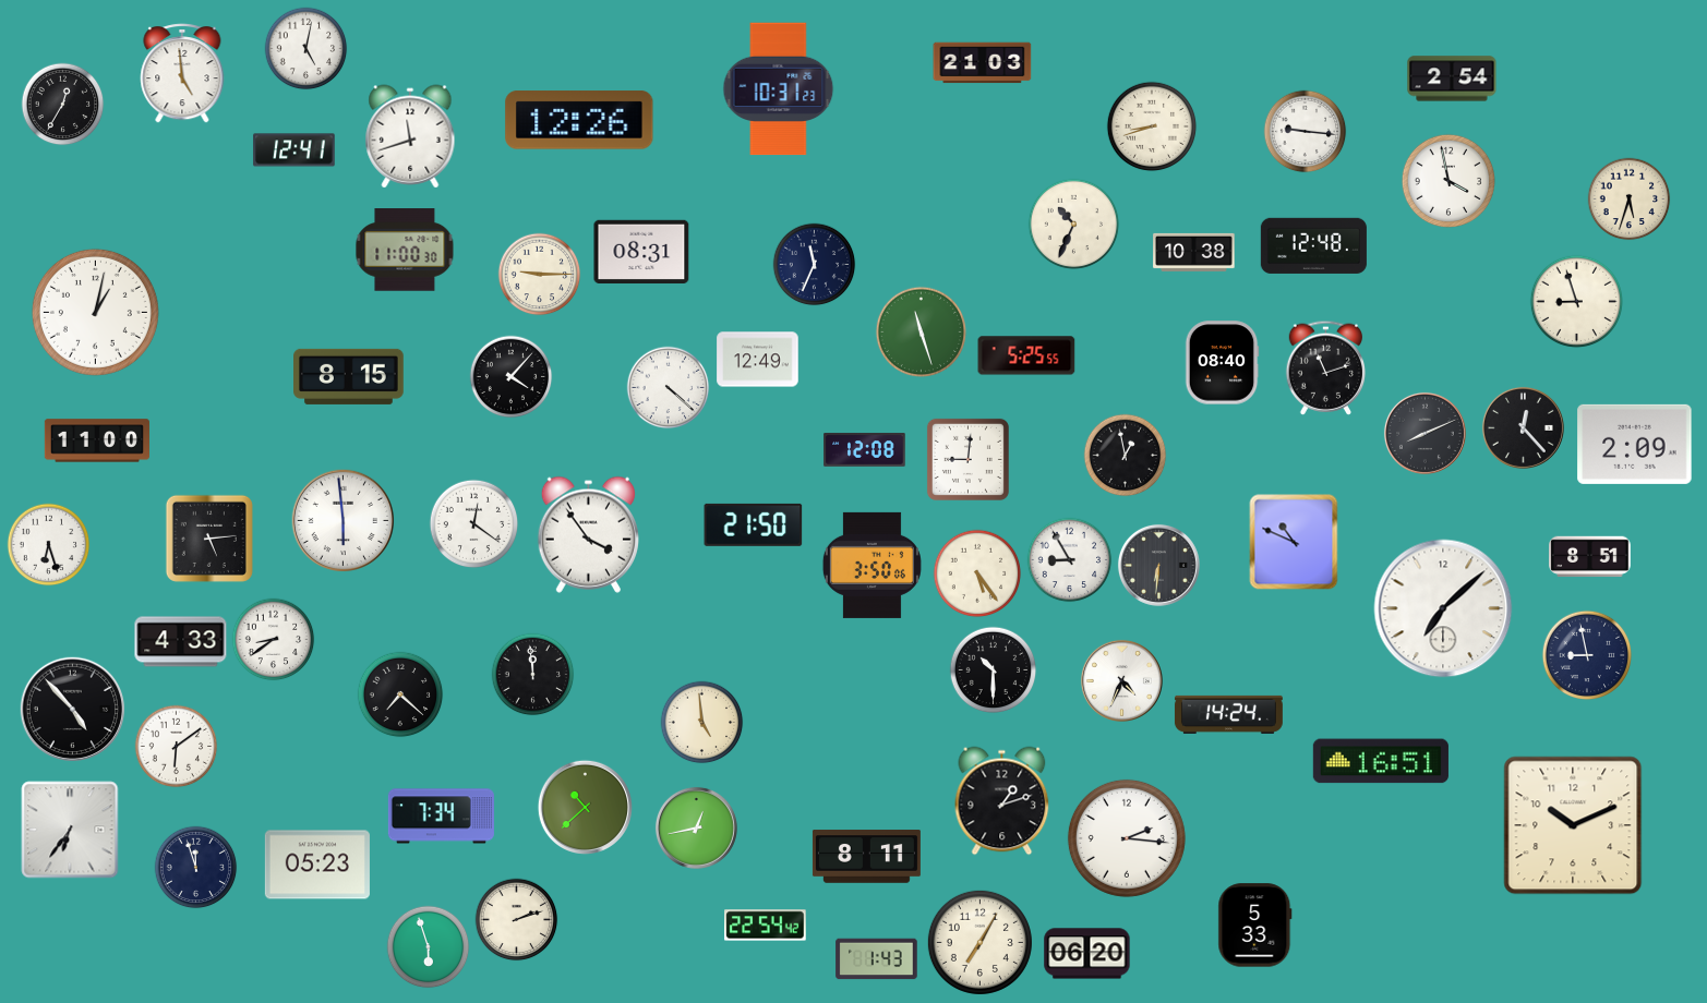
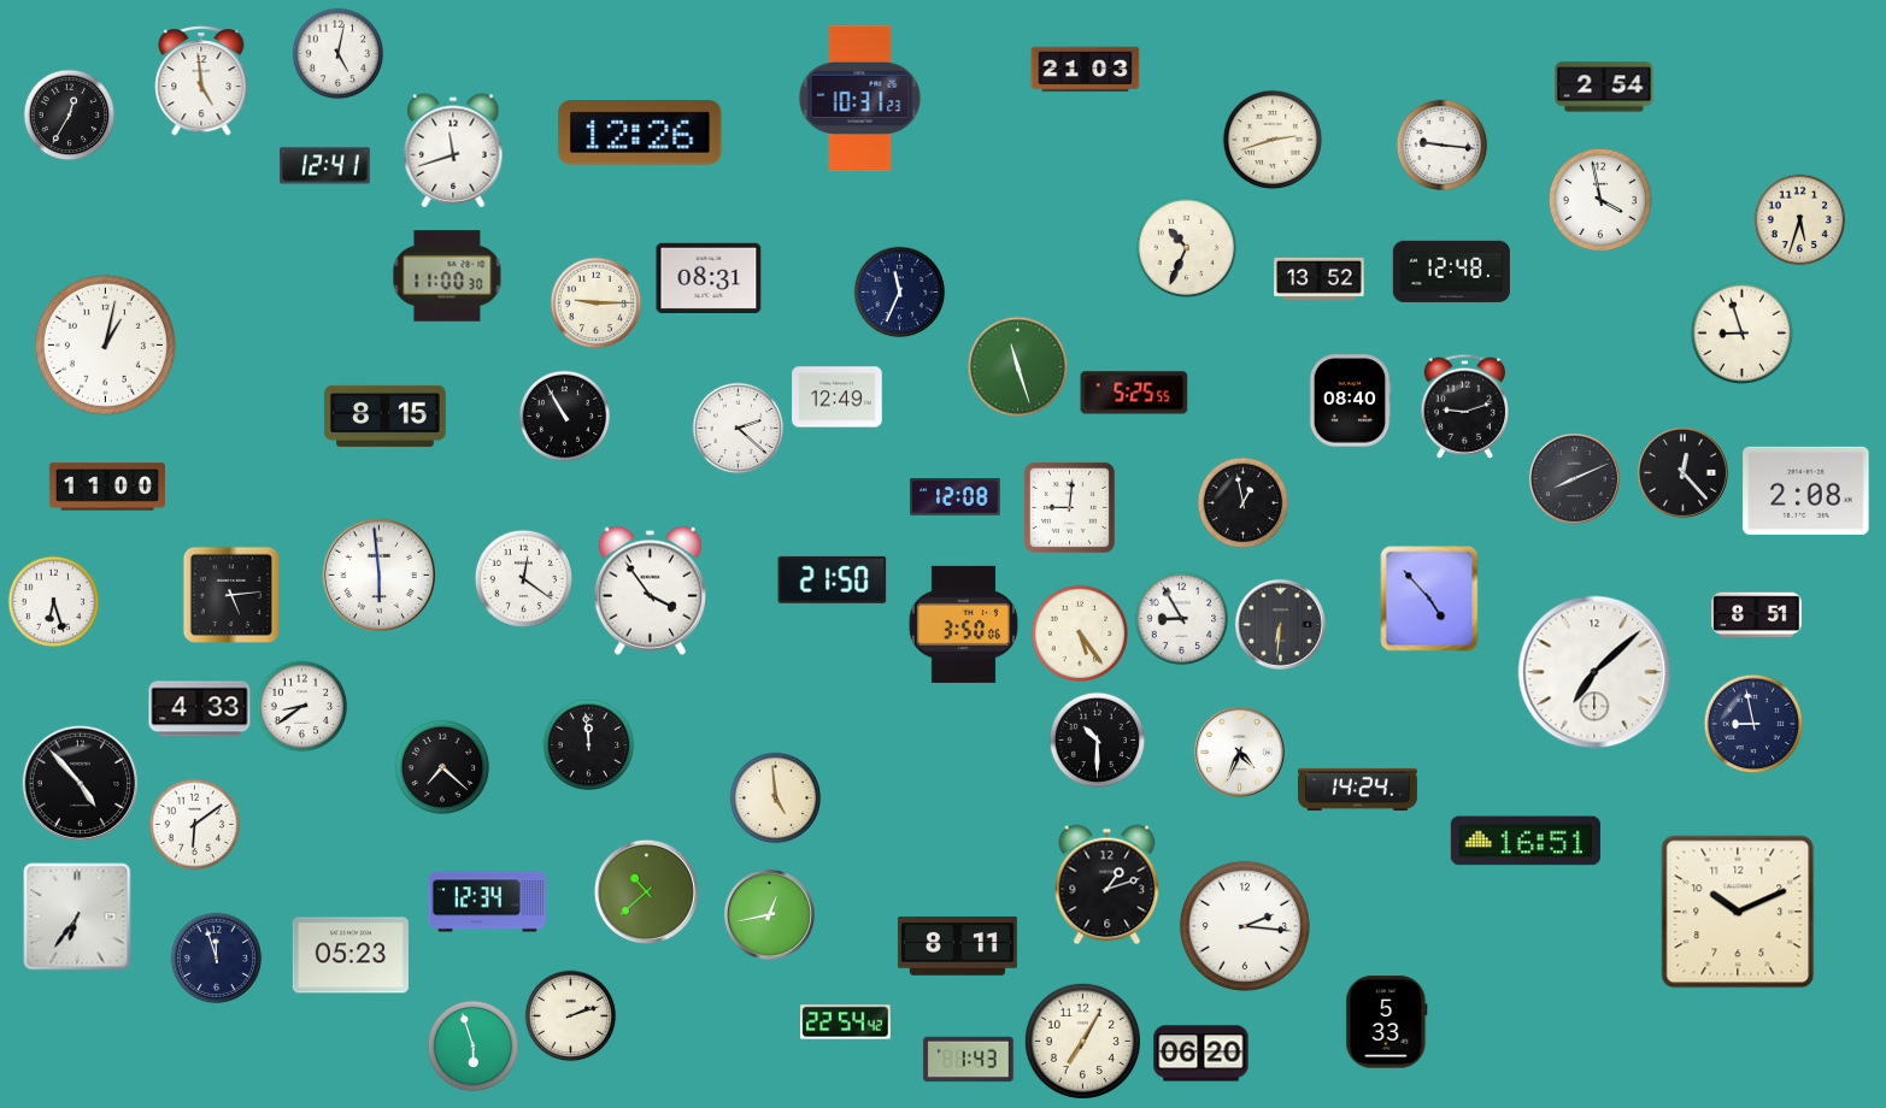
clock at (1152, 126): 8:42 -> 2:42
clock at (1194, 252): 10:38 -> 13:52
clock at (1325, 367): 11:12 -> 9:12
clock at (512, 377): 4:07 -> 10:55
clock at (669, 388): 4:22 -> 2:22
clock at (1635, 444): 2:09 -> 2:08
clock at (1294, 542): 10:49 -> 4:53
clock at (441, 817): 7:34 -> 12:34
